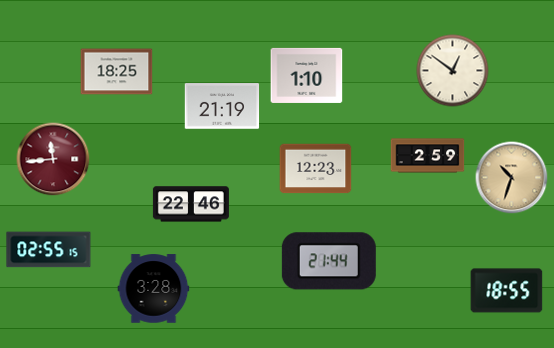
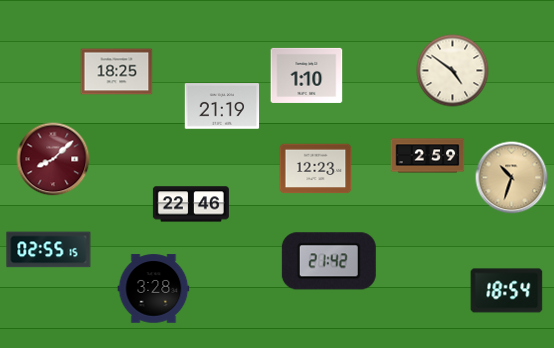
clock at (453, 71): 12:51 -> 4:51
clock at (53, 159): 11:44 -> 8:08
clock at (329, 261): 21:44 -> 21:42
clock at (507, 291): 18:55 -> 18:54
